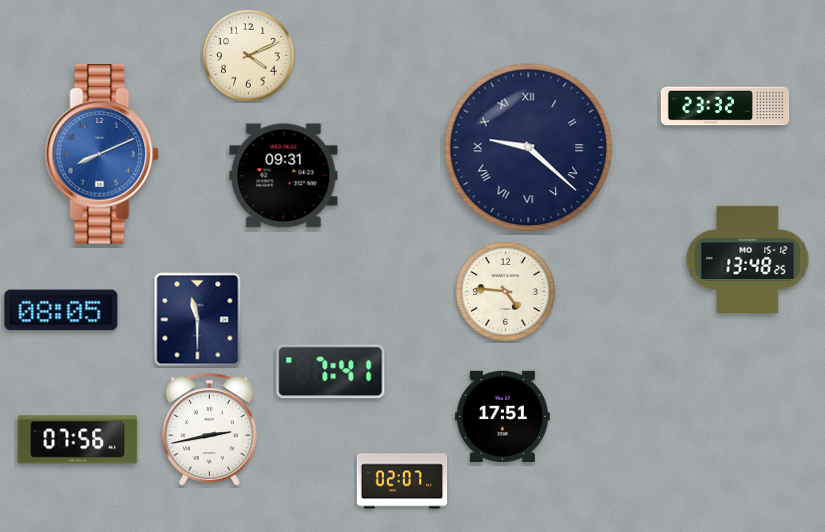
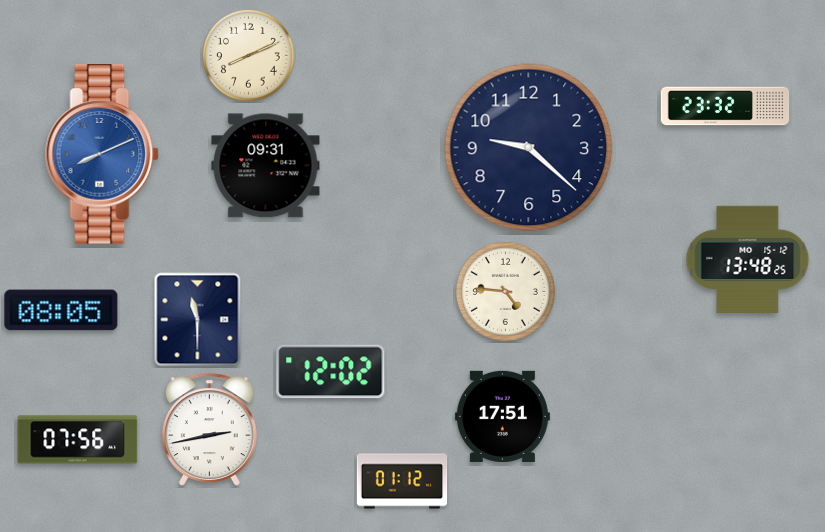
clock at (248, 55): 4:11 -> 8:11
clock at (529, 148) numerals: Roman -> Arabic
clock at (284, 176) position: (284, 176) -> (266, 166)
clock at (331, 372): 7:41 -> 12:02
clock at (402, 481): 02:07 -> 01:12
